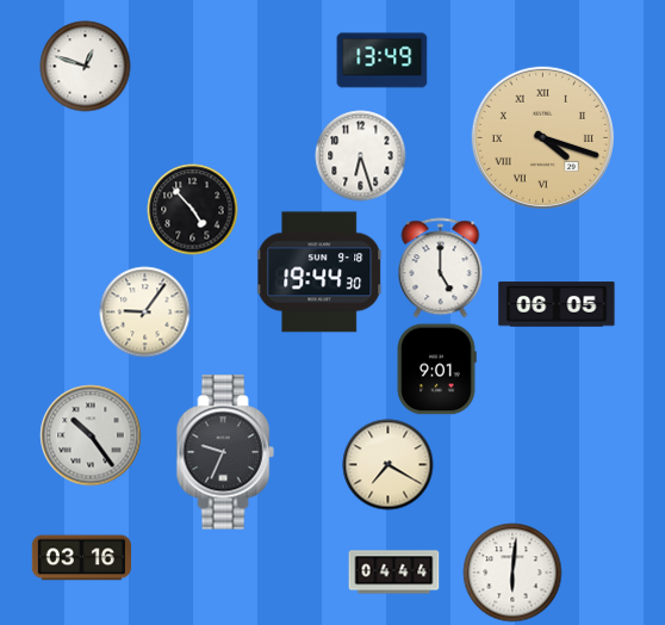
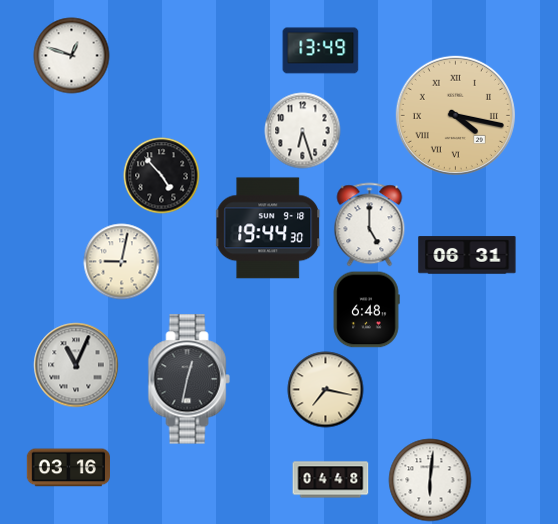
clock at (542, 137): 4:18 -> 4:17
clock at (557, 304): 06:05 -> 06:31
clock at (145, 312): 9:06 -> 9:02
clock at (436, 370): 9:01 -> 6:48
clock at (91, 435): 10:24 -> 11:04
clock at (225, 452): 9:34 -> 12:32
clock at (389, 465): 7:20 -> 7:17
clock at (394, 573): 04:44 -> 04:48
